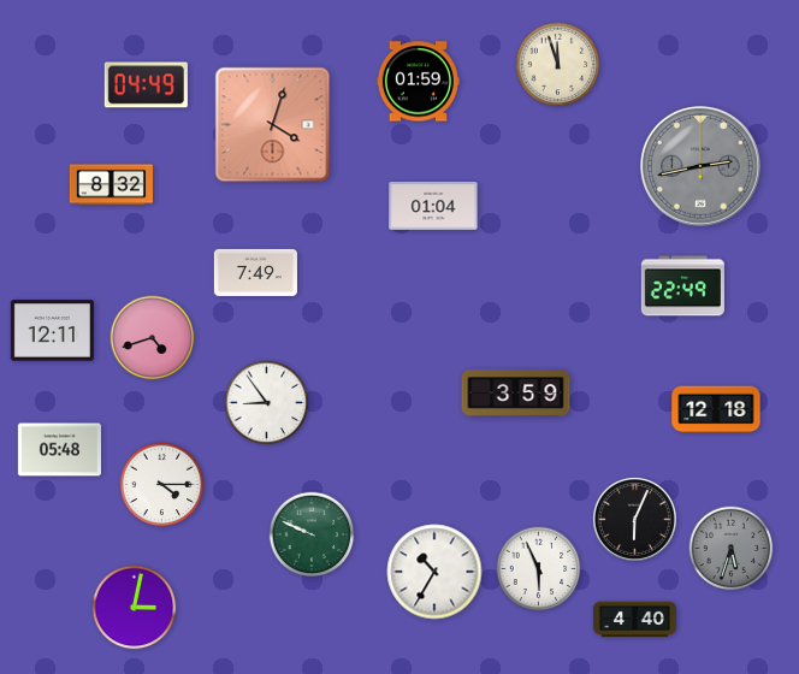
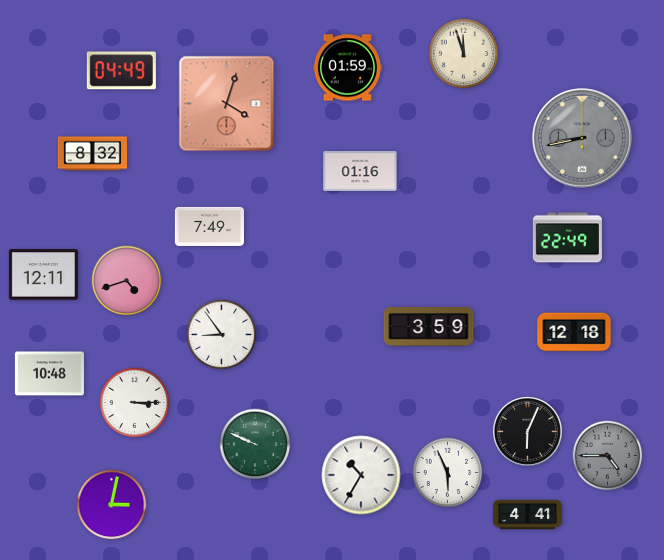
clock at (700, 166): 2:43 -> 8:43
clock at (433, 207): 01:04 -> 01:16
clock at (255, 272) position: (255, 272) -> (209, 226)
clock at (716, 409) position: (716, 409) -> (574, 332)
clock at (59, 450): 05:48 -> 10:48
clock at (162, 485): 4:15 -> 3:15
clock at (312, 534) position: (312, 534) -> (255, 444)
clock at (732, 549): 5:33 -> 4:45
clock at (634, 620): 4:40 -> 4:41
